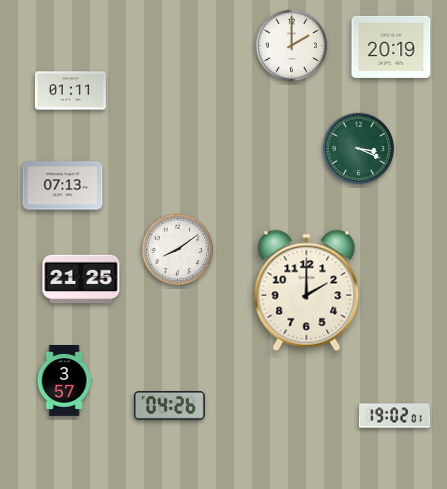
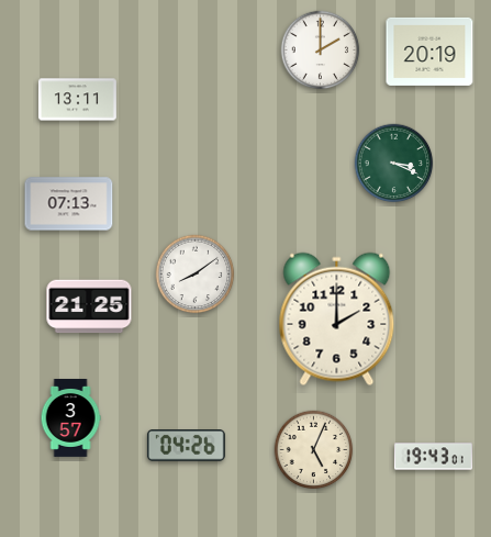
clock at (70, 91): 01:11 -> 13:11
clock at (314, 450): none -> 5:04
clock at (394, 416): 19:02 -> 19:43
